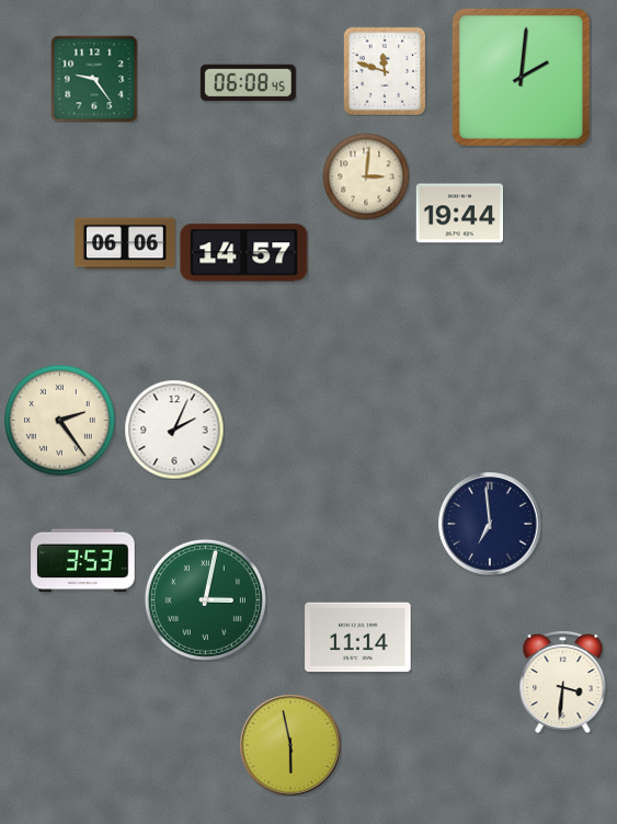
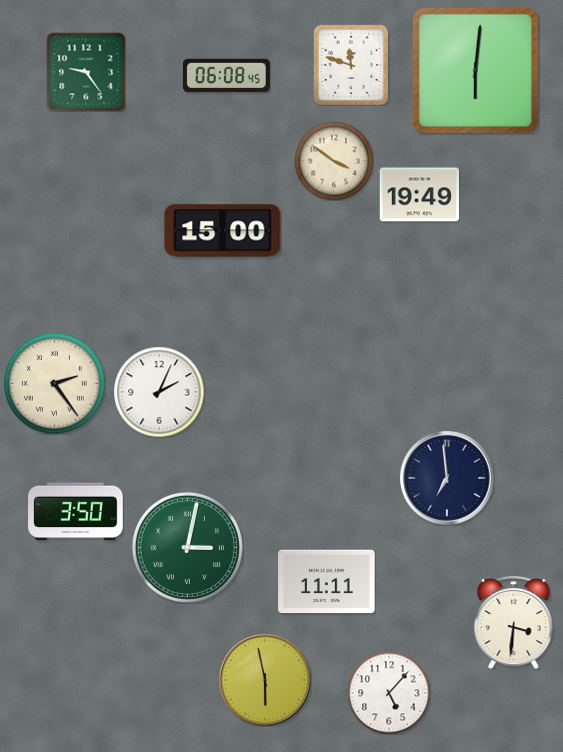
clock at (521, 77): 2:01 -> 6:01
clock at (366, 176): 3:01 -> 3:51
clock at (459, 214): 19:44 -> 19:49
clock at (126, 243): 06:06 -> none
clock at (244, 253): 14:57 -> 15:00
clock at (83, 561): 3:53 -> 3:50
clock at (358, 638): 11:14 -> 11:11
clock at (389, 693): none -> 5:07
